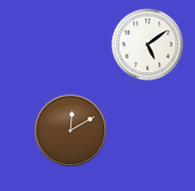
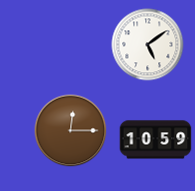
clock at (71, 131): 12:10 -> 12:15
clock at (156, 140): none -> 10:59
